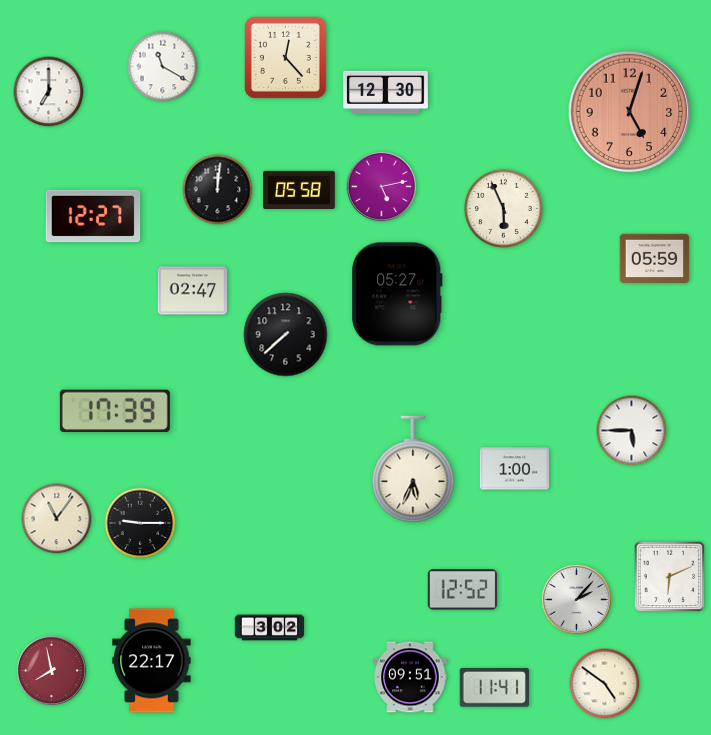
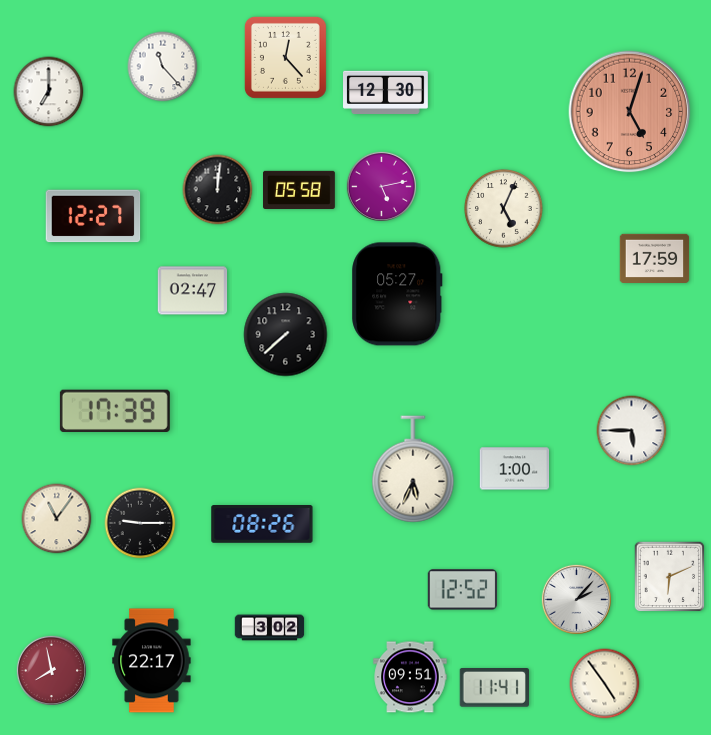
clock at (163, 67): 11:20 -> 11:23
clock at (504, 209): 5:56 -> 5:04
clock at (655, 258): 05:59 -> 17:59
clock at (262, 525): none -> 08:26
clock at (605, 684): 4:51 -> 4:54
